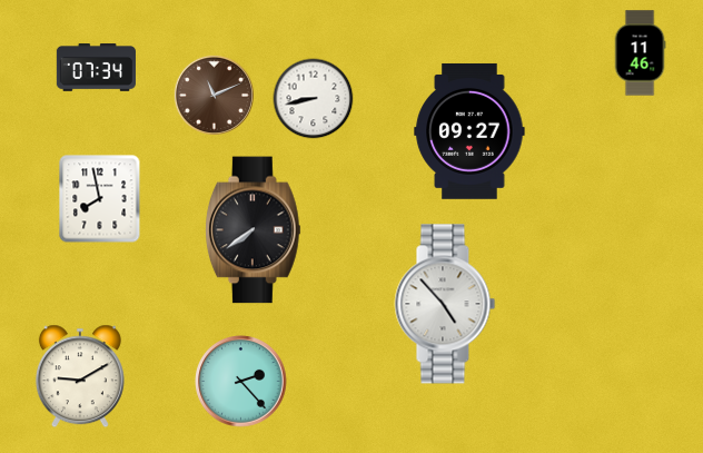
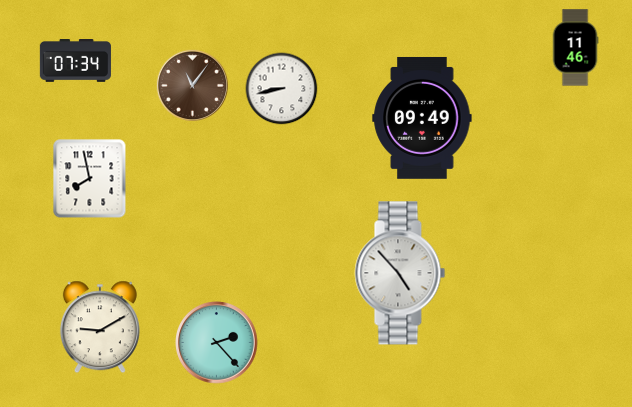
clock at (96, 68) position: (96, 68) -> (75, 61)
clock at (214, 95): 11:11 -> 11:06
clock at (469, 131): 09:27 -> 09:49
clock at (254, 230): 7:39 -> none
clock at (80, 376) position: (80, 376) -> (100, 327)
